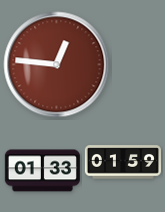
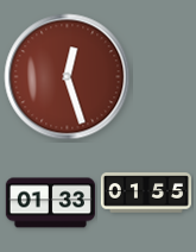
clock at (57, 65): 12:46 -> 12:27
clock at (123, 162): 01:59 -> 01:55
